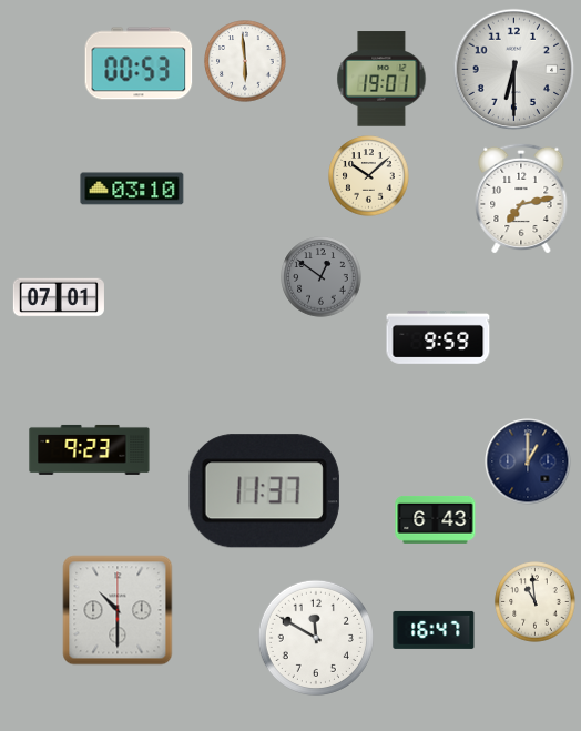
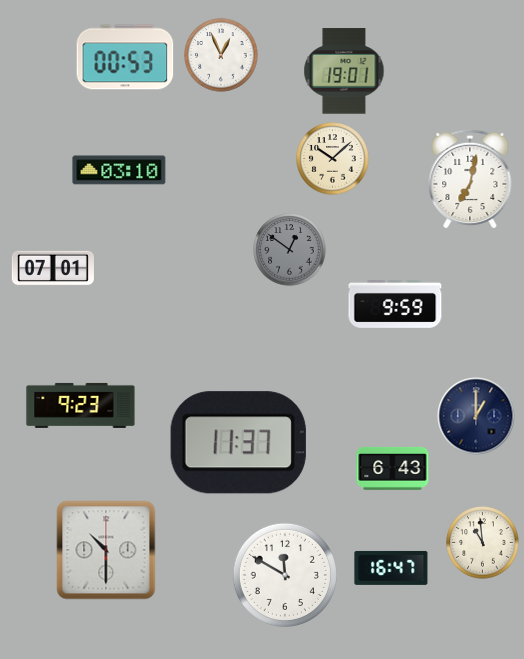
clock at (245, 61): 5:59 -> 12:56
clock at (514, 70): 6:30 -> none
clock at (521, 199): 7:13 -> 7:02
